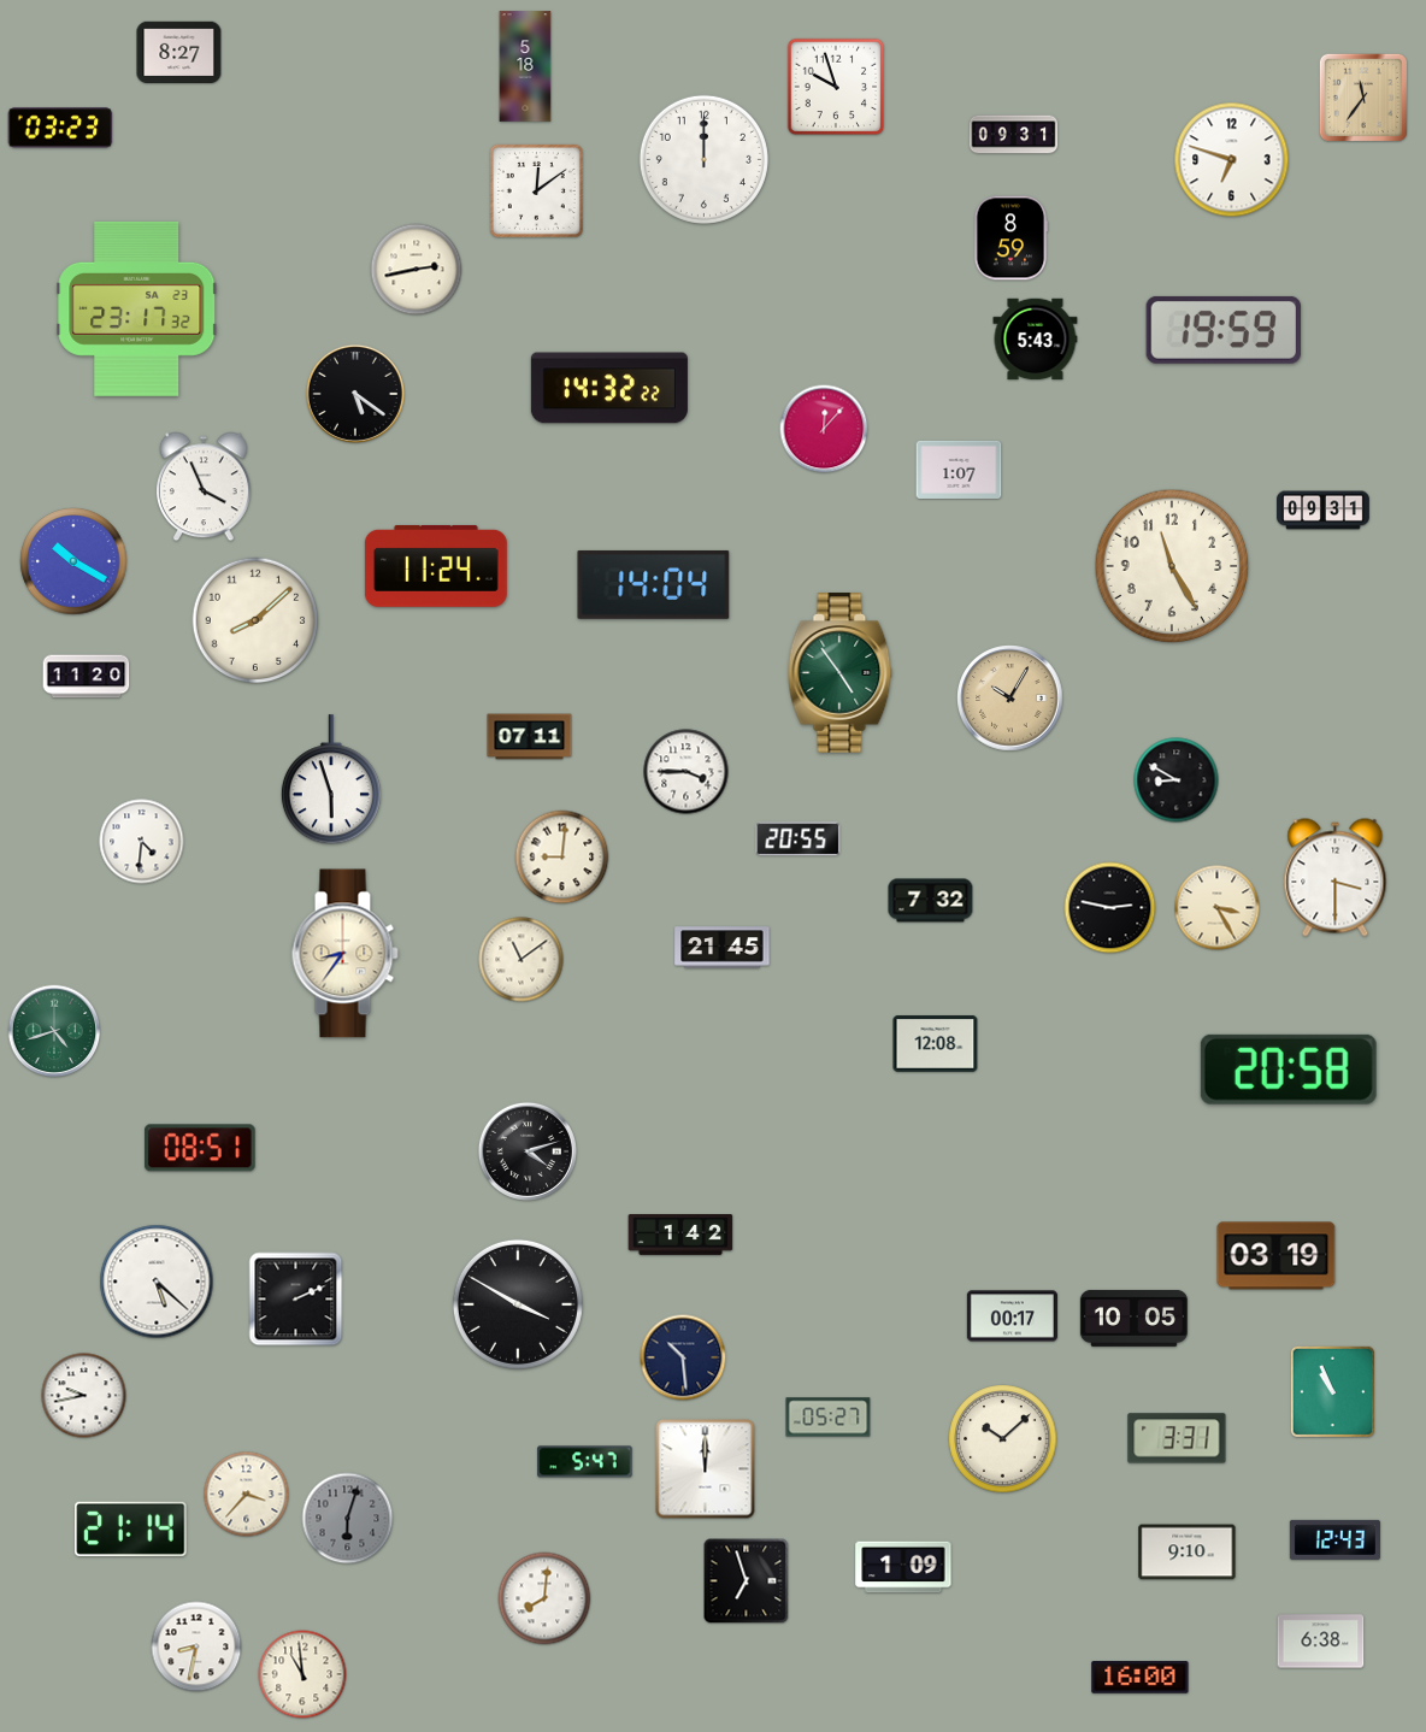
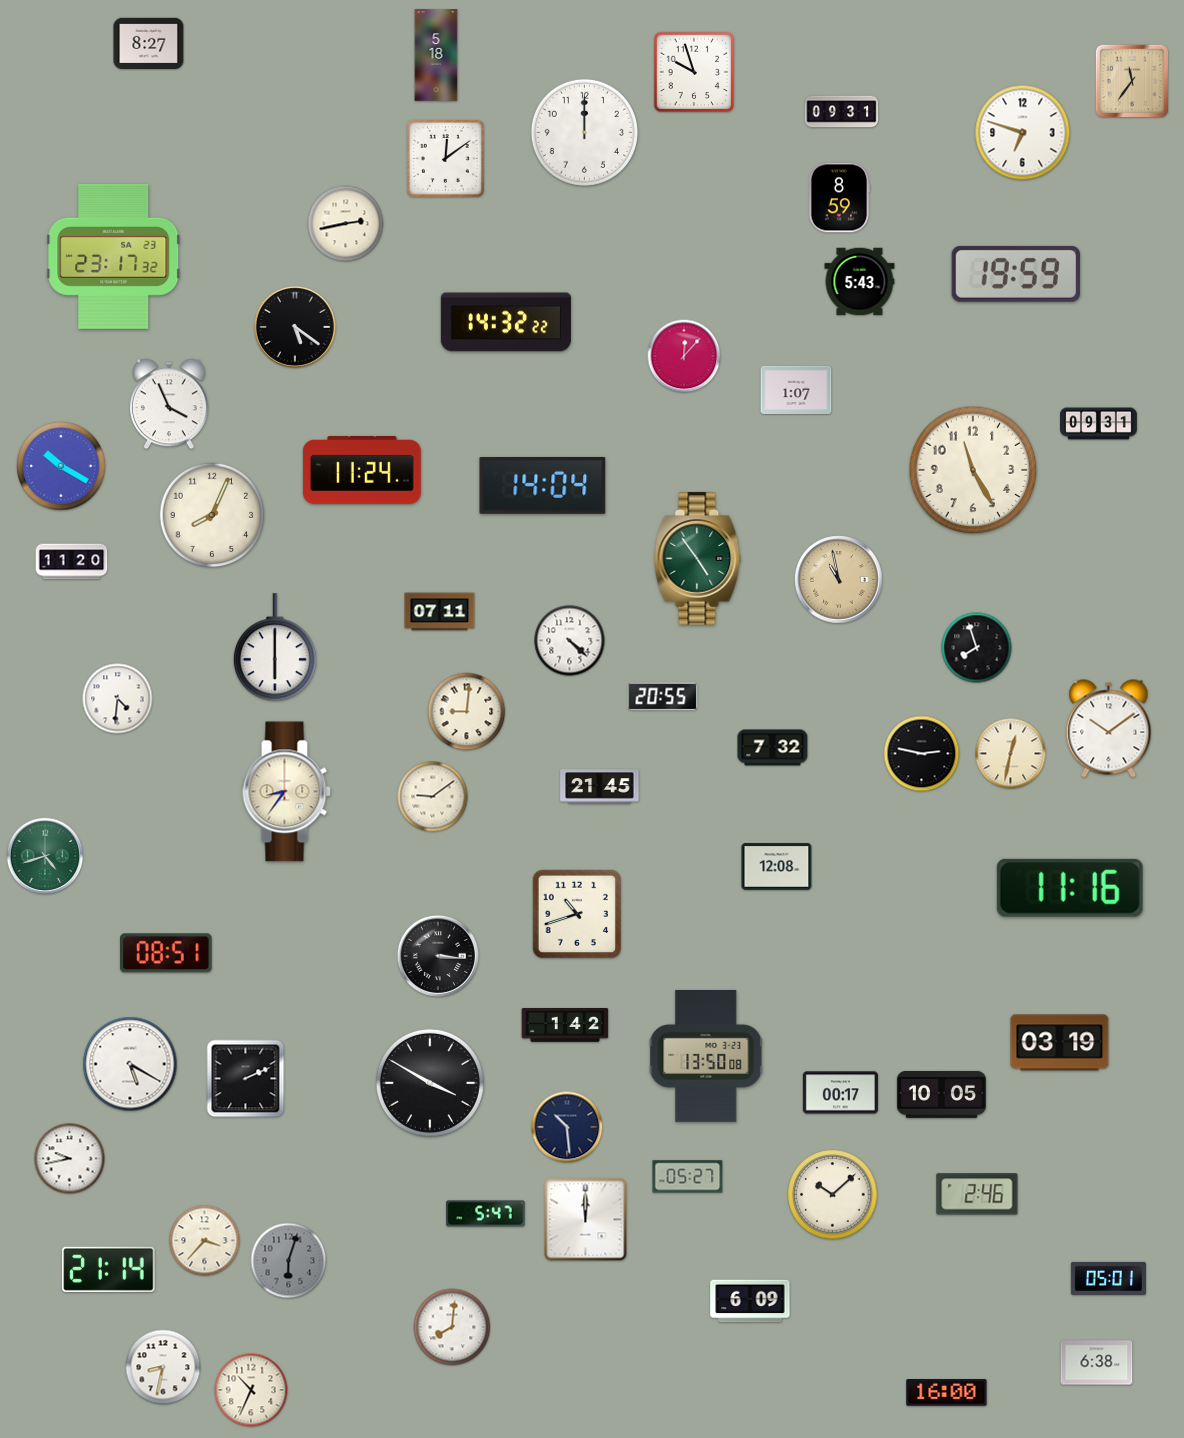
clock at (60, 128): 03:23 -> none
clock at (255, 620): 8:08 -> 8:04
clock at (1010, 699): 10:05 -> 10:58
clock at (687, 772): 3:45 -> 4:22
clock at (331, 780): 5:57 -> 6:00
clock at (1177, 780): 8:50 -> 7:57
clock at (1336, 878): 3:30 -> 10:09
clock at (1218, 908): 3:25 -> 12:32
clock at (522, 960): 11:09 -> 9:09
clock at (1289, 1070): 20:58 -> 11:16
clock at (577, 914): none -> 10:42
clock at (528, 1151): 4:12 -> 3:16
clock at (706, 1056): none -> 13:50
clock at (157, 1282): 5:22 -> 5:20
clock at (1332, 1391): 10:56 -> none
clock at (1177, 1438): 3:31 -> 2:46
clock at (1334, 1539): 12:43 -> 05:01
clock at (1188, 1553): 9:10 -> none
clock at (903, 1567): 1:09 -> 6:09
clock at (747, 1581): 6:57 -> none
clock at (302, 1674): 10:59 -> 10:34
